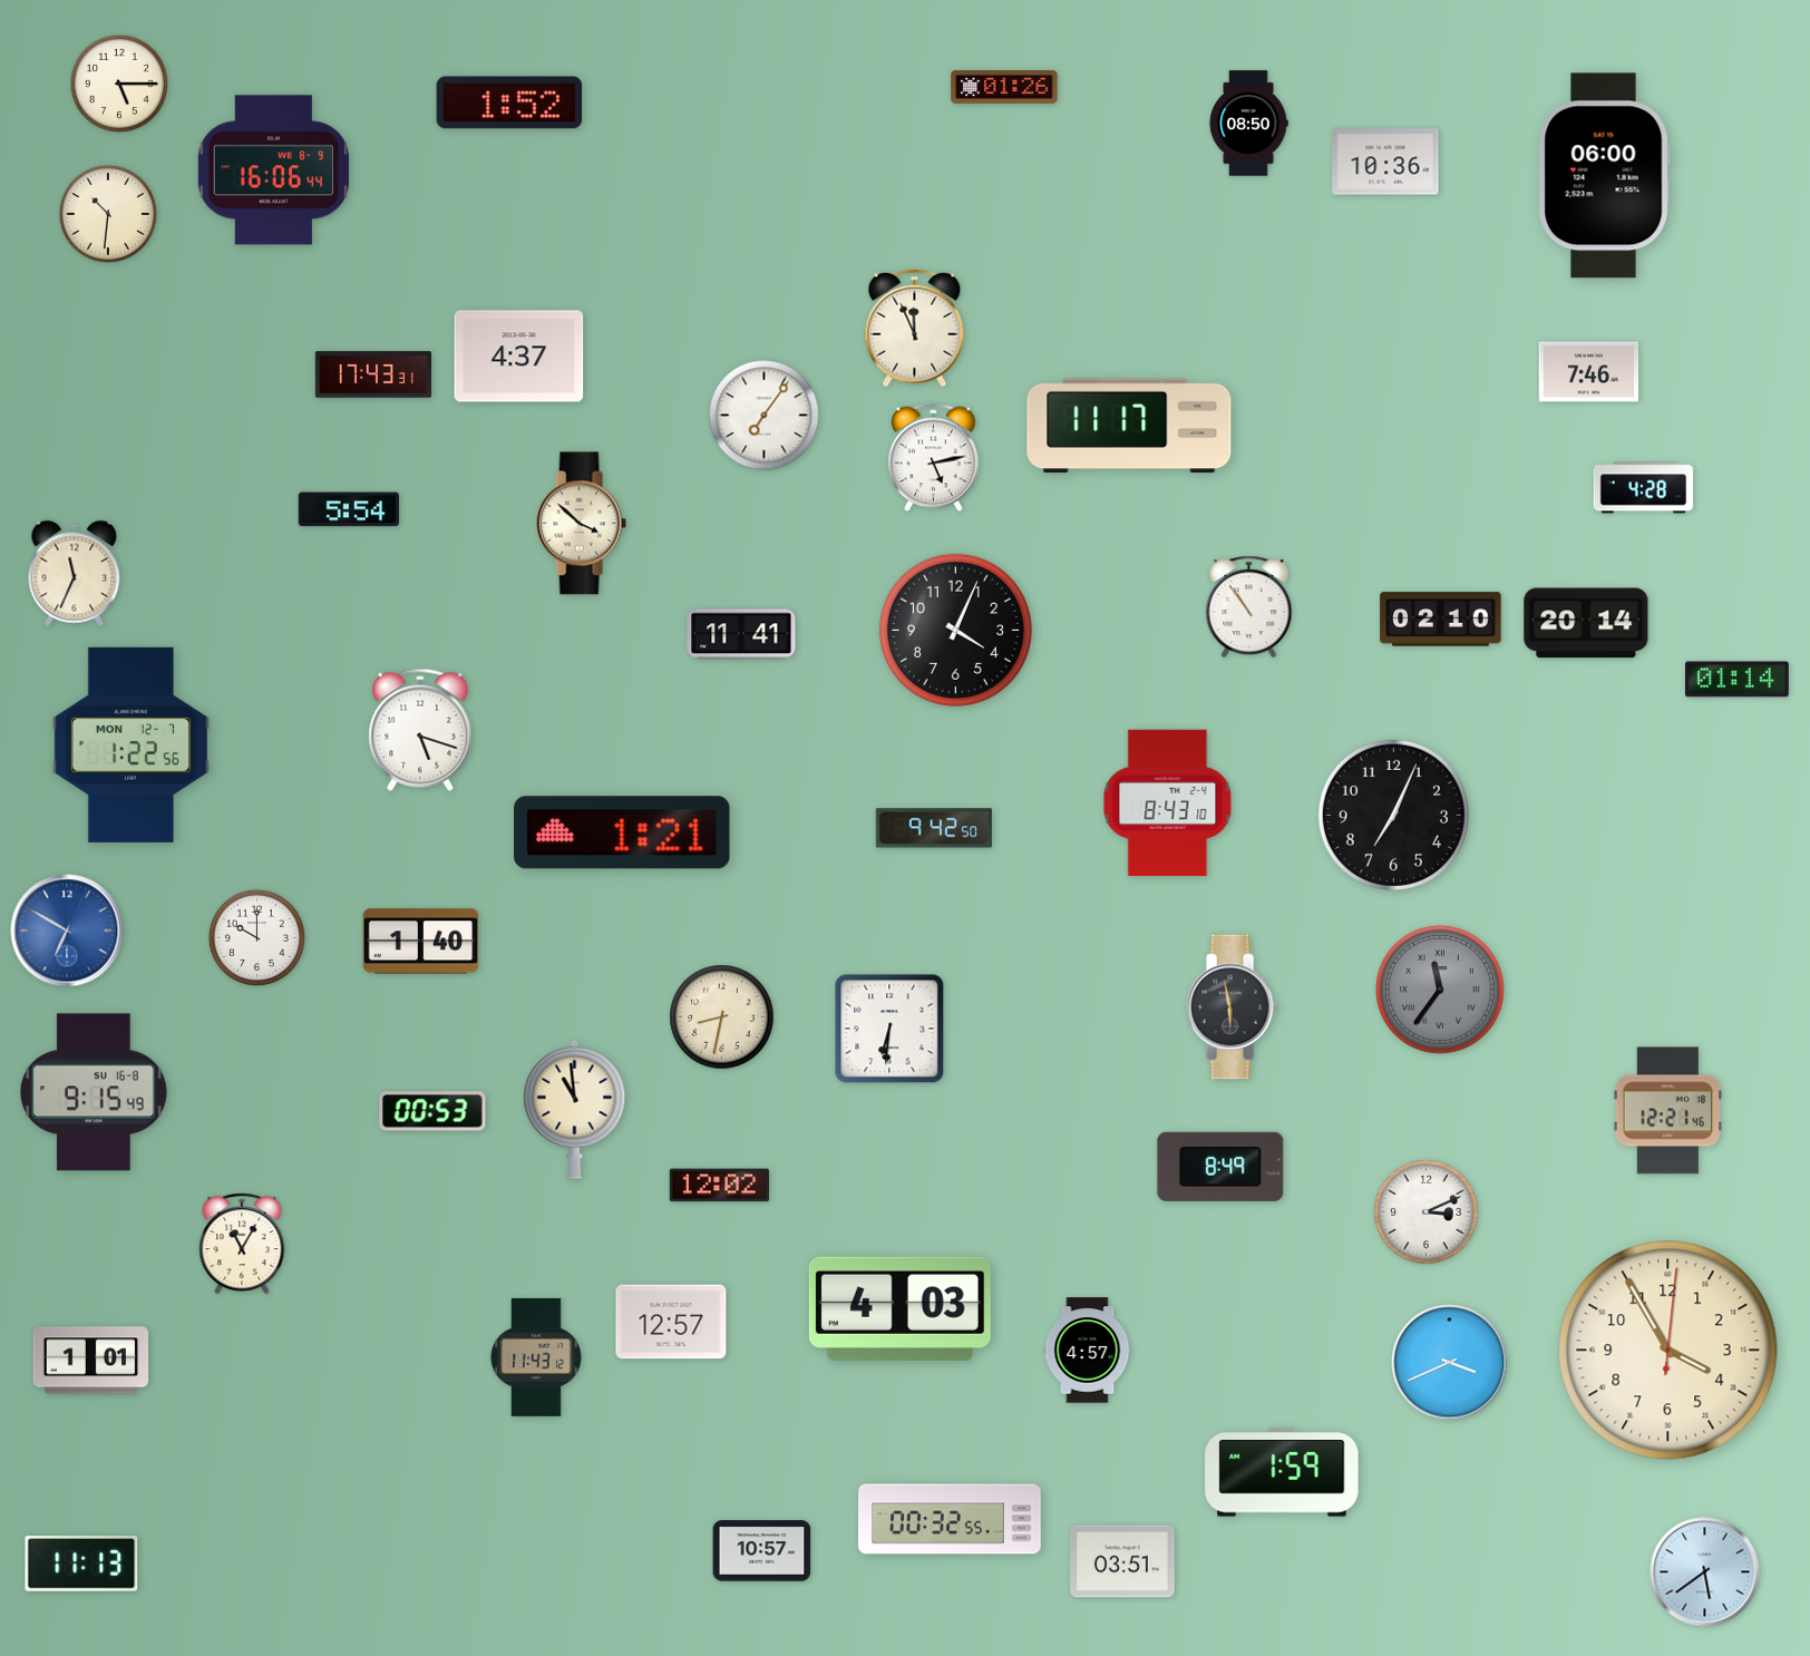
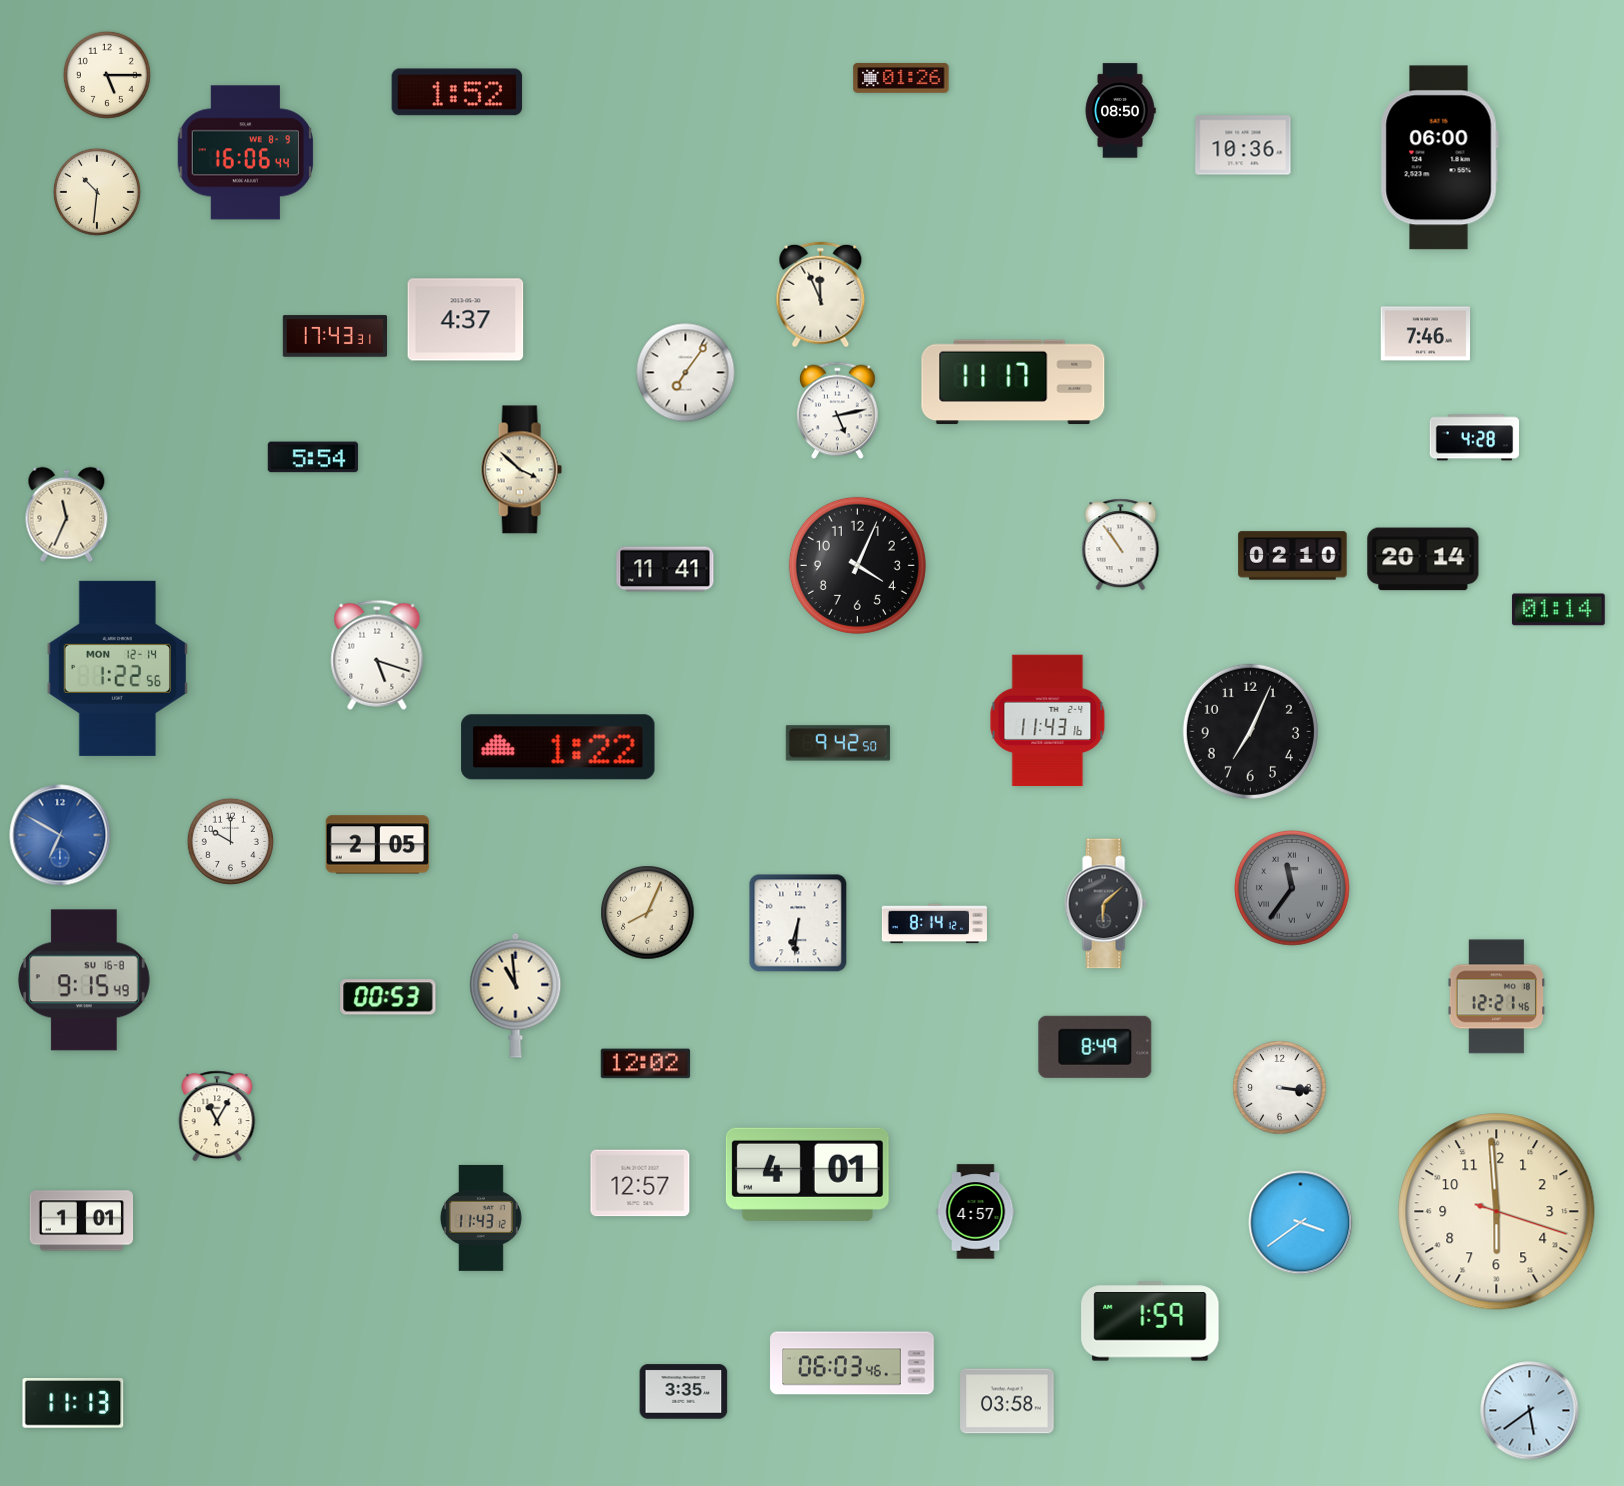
clock at (130, 744) date: MON 12-7 -> MON 12-14
clock at (1168, 803): 8:43 -> 11:43
clock at (622, 832): 1:21 -> 1:22
clock at (421, 942): 1:40 -> 2:05
clock at (1232, 1007): 5:58 -> 6:08
clock at (722, 1017): 8:32 -> 8:04
clock at (934, 924): none -> 8:14
clock at (1427, 1212): 3:11 -> 3:16
clock at (899, 1308): 4:03 -> 4:01
clock at (671, 1322) position: (671, 1322) -> (640, 1183)
clock at (1668, 1351): 3:55 -> 5:59
clock at (1450, 1363): 3:41 -> 3:39
clock at (950, 1519): 00:32 -> 06:03
clock at (762, 1551): 10:57 -> 3:35
clock at (1122, 1561): 03:51 -> 03:58
